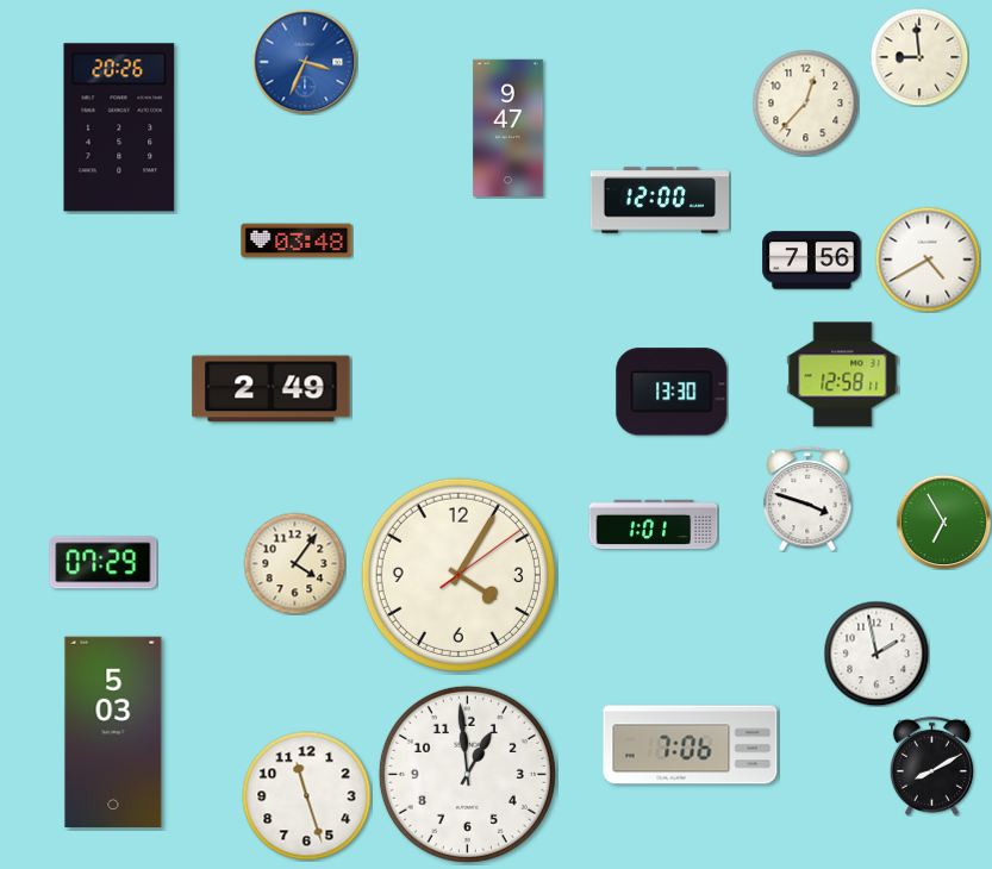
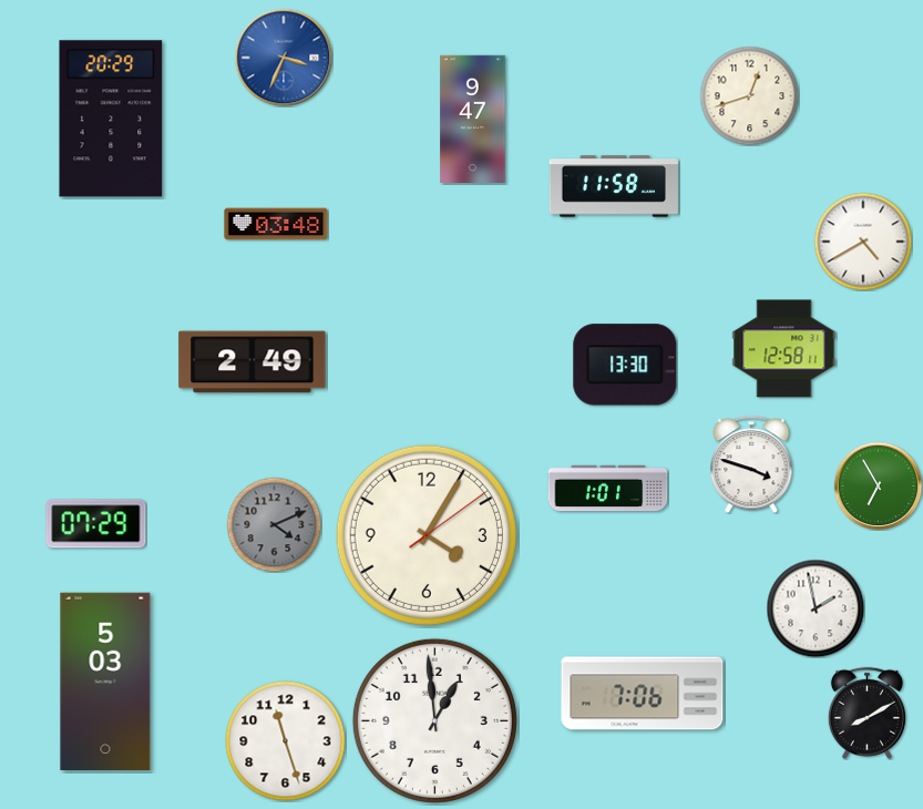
clock at (919, 57): 8:59 -> none
clock at (805, 102): 12:37 -> 12:42
clock at (119, 127): 20:26 -> 20:29
clock at (660, 200): 12:00 -> 11:58
clock at (812, 261): 7:56 -> none
clock at (294, 563): 4:06 -> 4:11
clock at (294, 563) dial: cream -> grey
